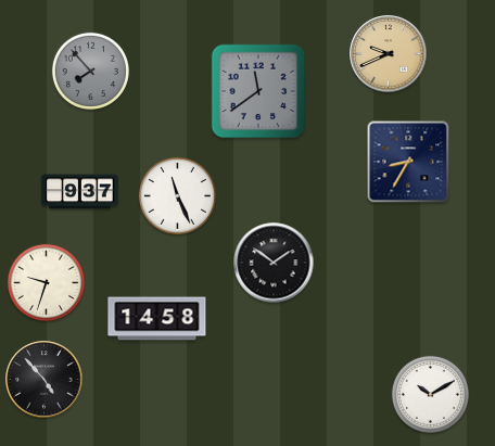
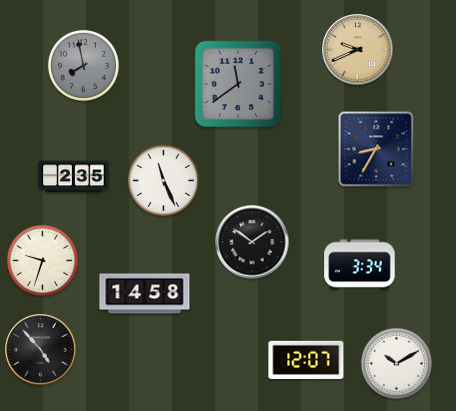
clock at (90, 71): 7:53 -> 7:58
clock at (80, 192): 9:37 -> 2:35
clock at (360, 265): none -> 3:34
clock at (306, 360): none -> 12:07
